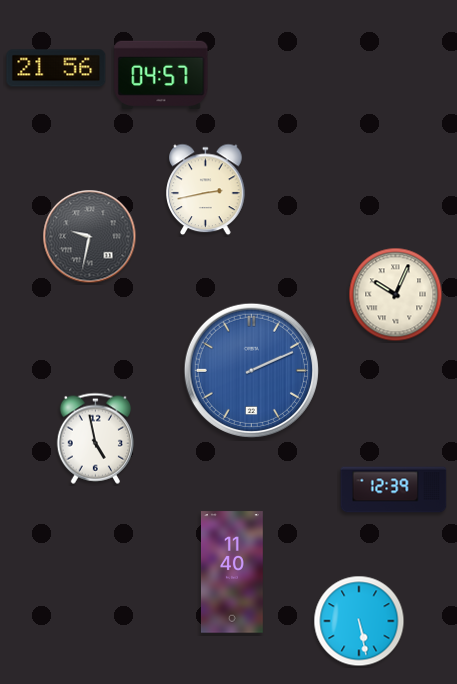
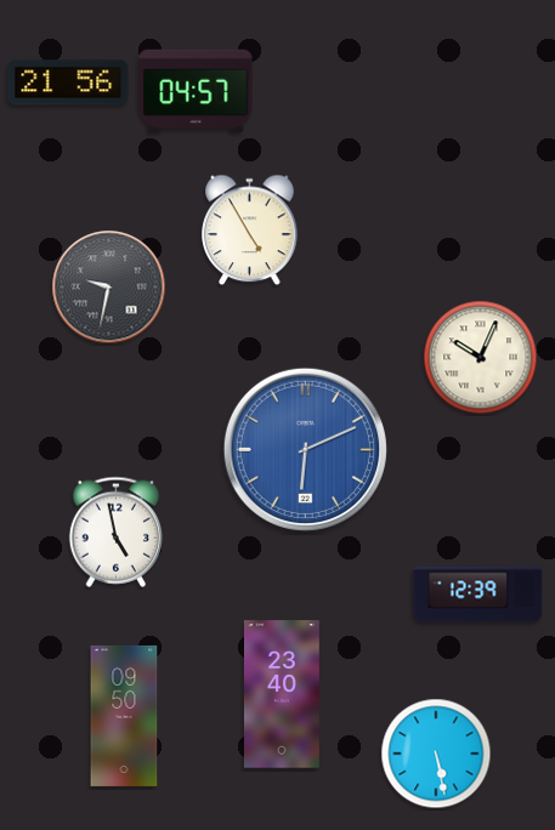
clock at (206, 190): 2:43 -> 4:55
clock at (251, 370): 2:11 -> 6:11
clock at (232, 572): 11:40 -> 23:40
clock at (124, 716): none -> 09:50
